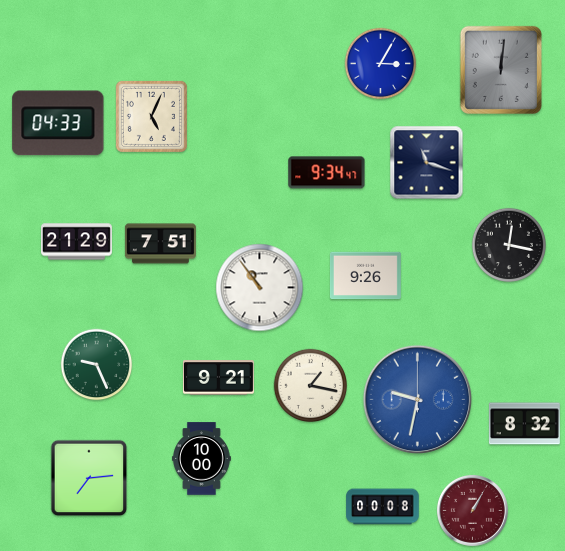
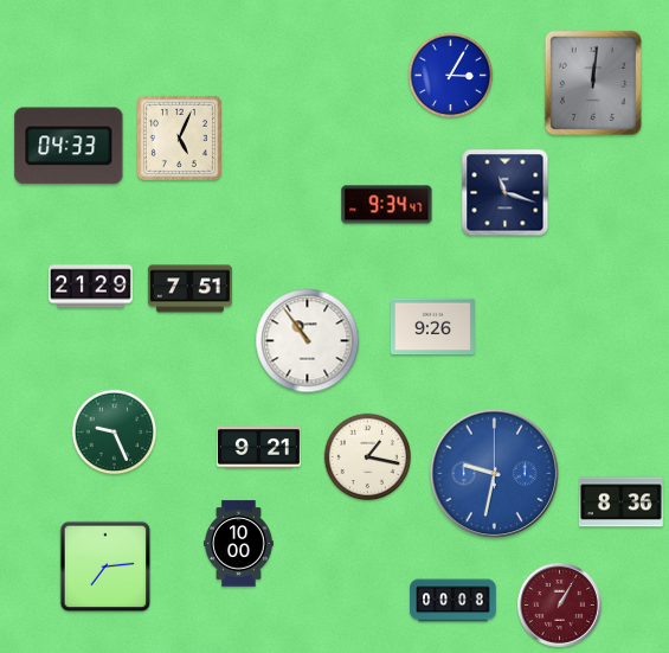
clock at (508, 244): 12:17 -> none
clock at (524, 424): 8:32 -> 8:36
